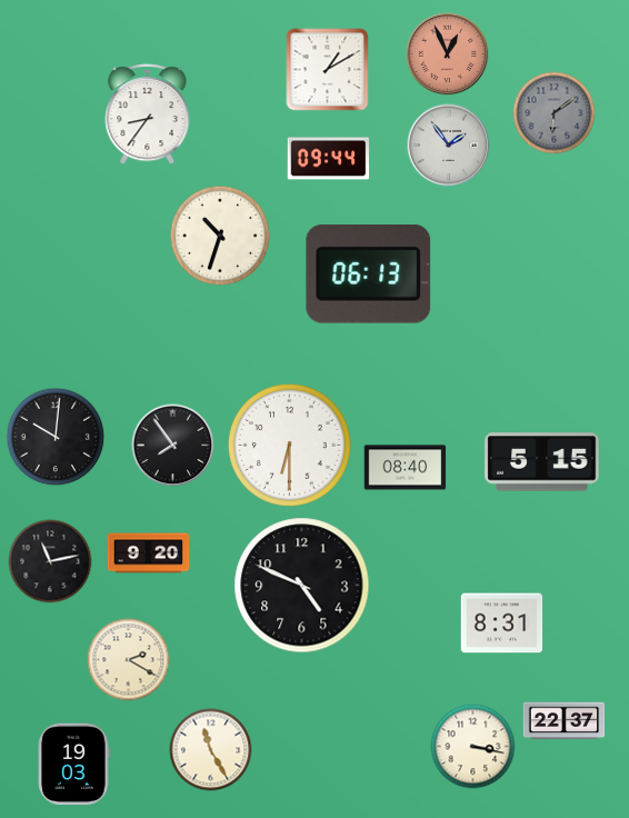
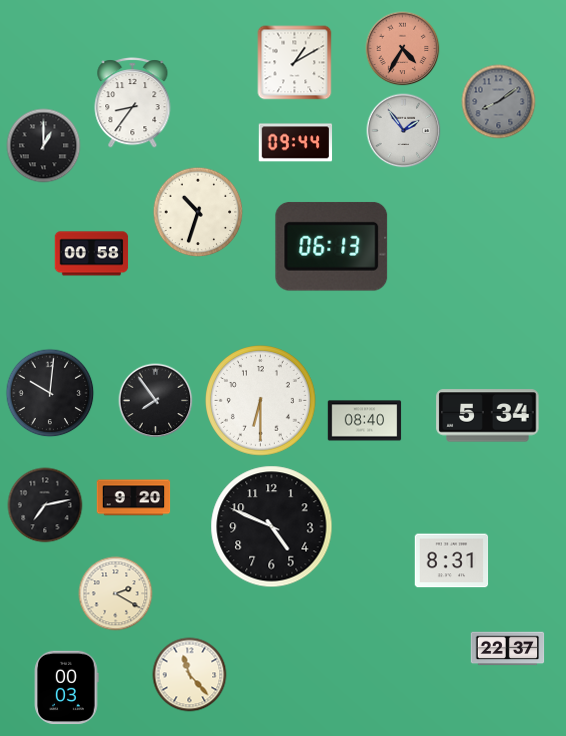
clock at (448, 54): 12:56 -> 4:35
clock at (555, 113): 6:09 -> 8:09
clock at (44, 146): none -> 1:00
clock at (92, 254): none -> 00:58
clock at (542, 462): 5:15 -> 5:34
clock at (50, 561): 11:13 -> 7:13
clock at (473, 747): 3:17 -> none
clock at (211, 750): 11:25 -> 11:23
clock at (74, 765): 19:03 -> 00:03
